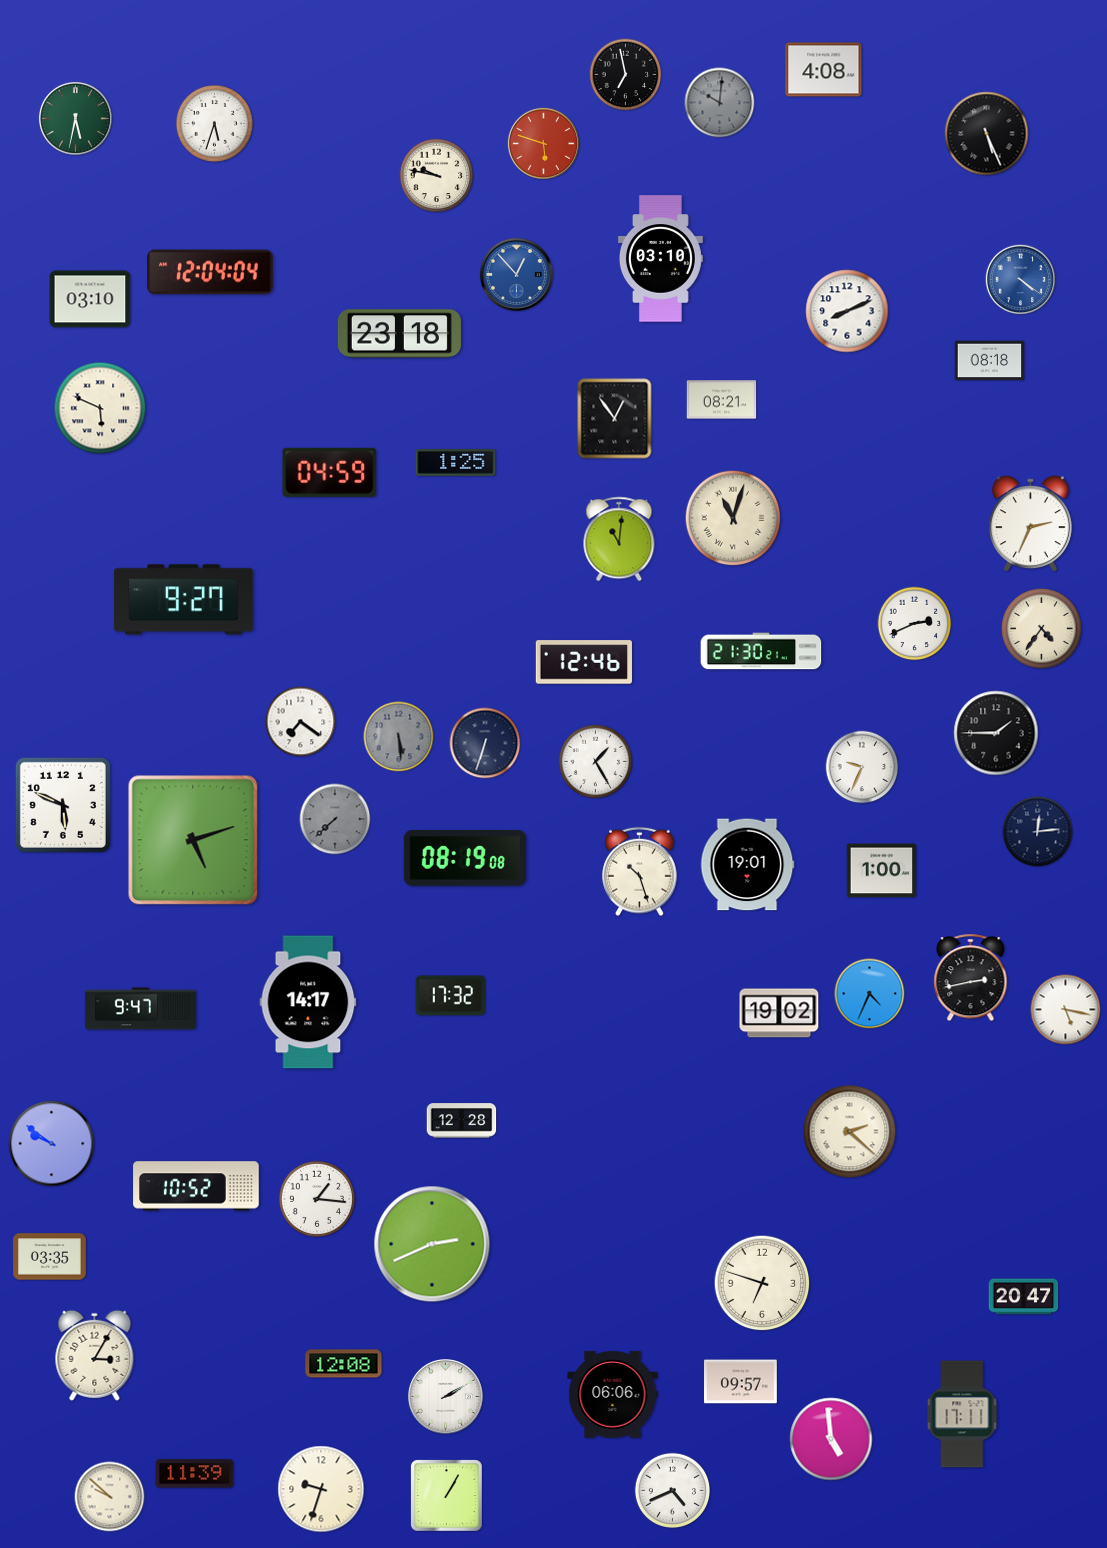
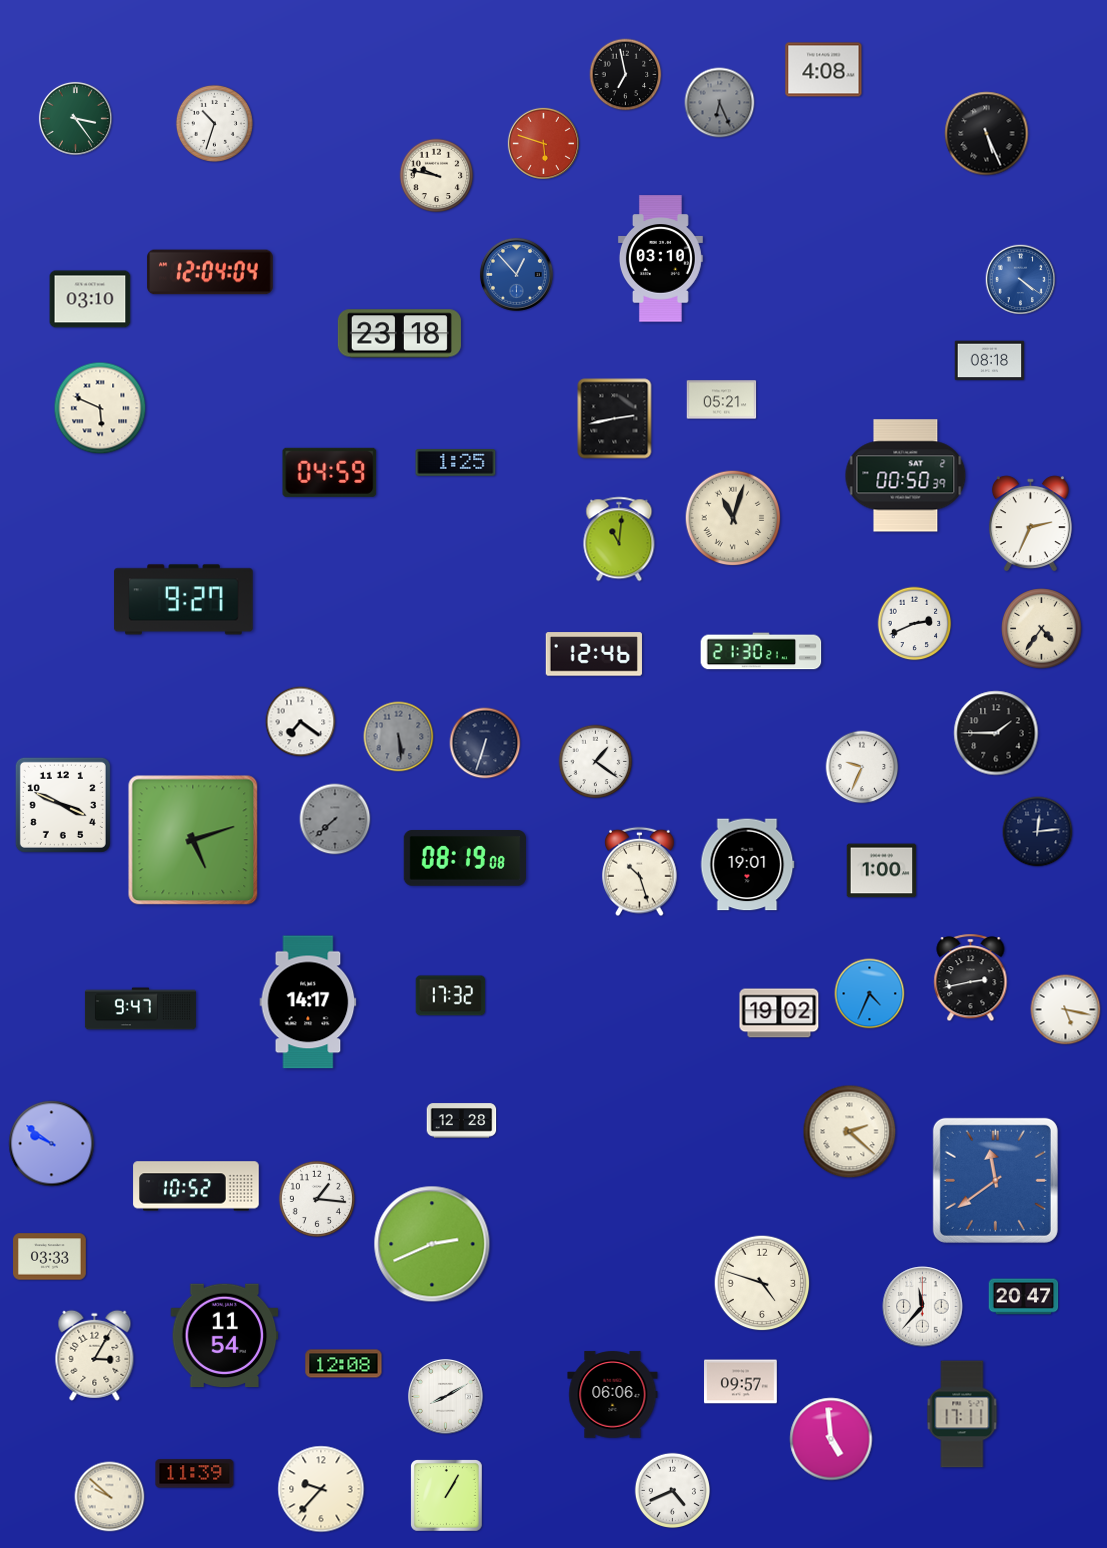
clock at (720, 103): 10:01 -> 6:26
clock at (75, 118): 5:32 -> 3:24
clock at (214, 123): 5:33 -> 10:33
clock at (847, 311): 8:11 -> none
clock at (722, 400): 08:21 -> 05:21
clock at (615, 419): 12:54 -> 2:43
clock at (906, 476): none -> 00:50
clock at (584, 662) position: (584, 662) -> (594, 654)
clock at (596, 762): 1:25 -> 1:21
clock at (63, 805): 5:49 -> 3:49
clock at (995, 1180): none -> 11:39
clock at (50, 1257): 03:35 -> 03:33
clock at (762, 1283): 6:48 -> 4:48
clock at (923, 1307): none -> 11:37
clock at (225, 1336): none -> 11:54
clock at (446, 1397): 2:10 -> 8:10
clock at (321, 1489): 9:33 -> 9:37
